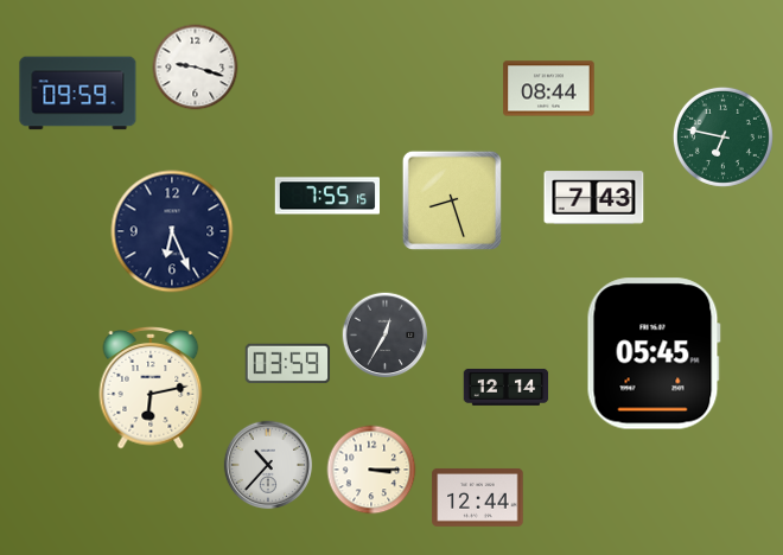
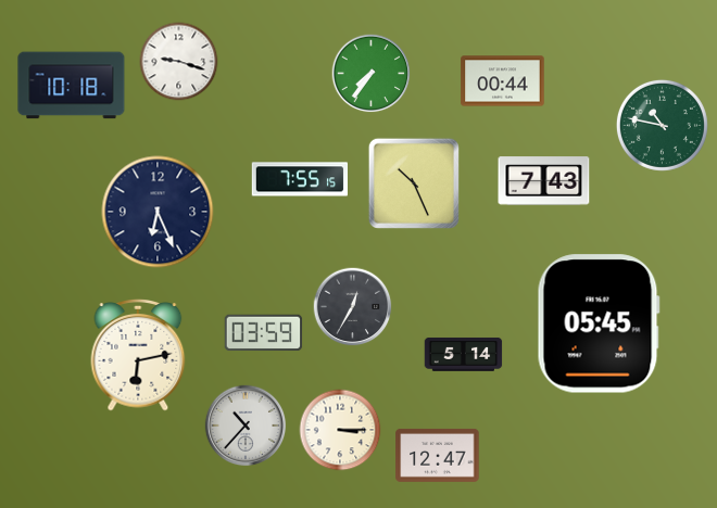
clock at (372, 74): none -> 7:36
clock at (549, 89): 08:44 -> 00:44
clock at (78, 94): 09:59 -> 10:18
clock at (722, 136): 6:47 -> 10:47
clock at (452, 200): 8:27 -> 10:26
clock at (507, 388): 12:14 -> 5:14
clock at (478, 497): 12:44 -> 12:47
